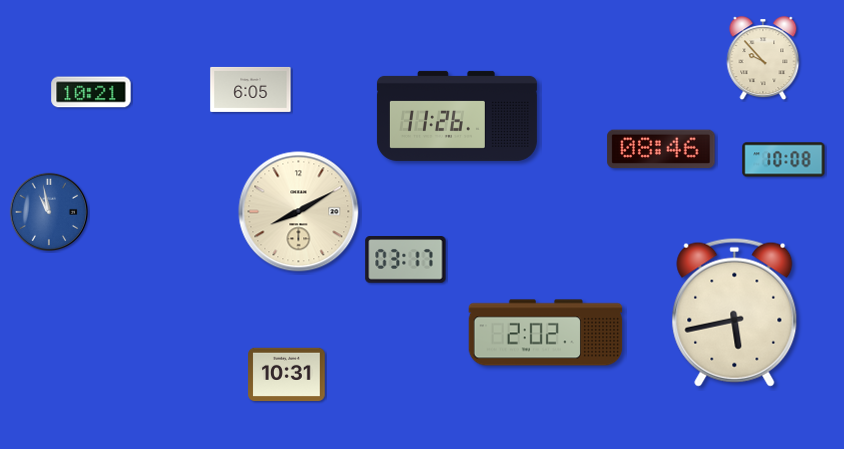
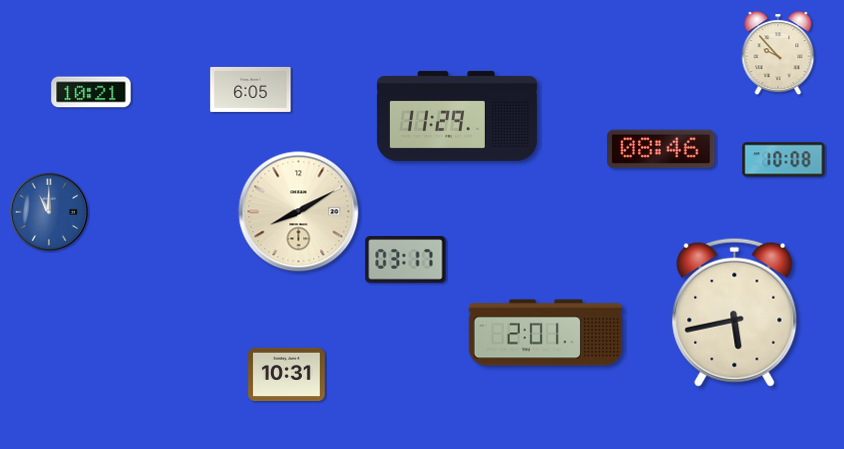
clock at (763, 59) position: (763, 59) -> (778, 54)
clock at (457, 116): 11:26 -> 11:29
clock at (48, 211): 10:58 -> 11:00
clock at (546, 333): 2:02 -> 2:01
